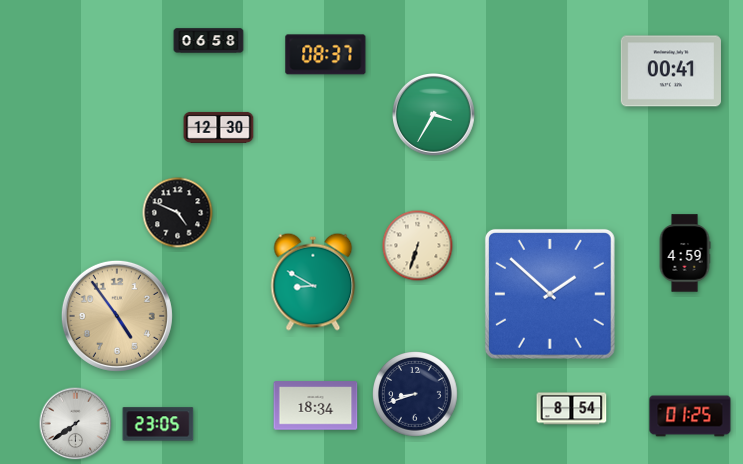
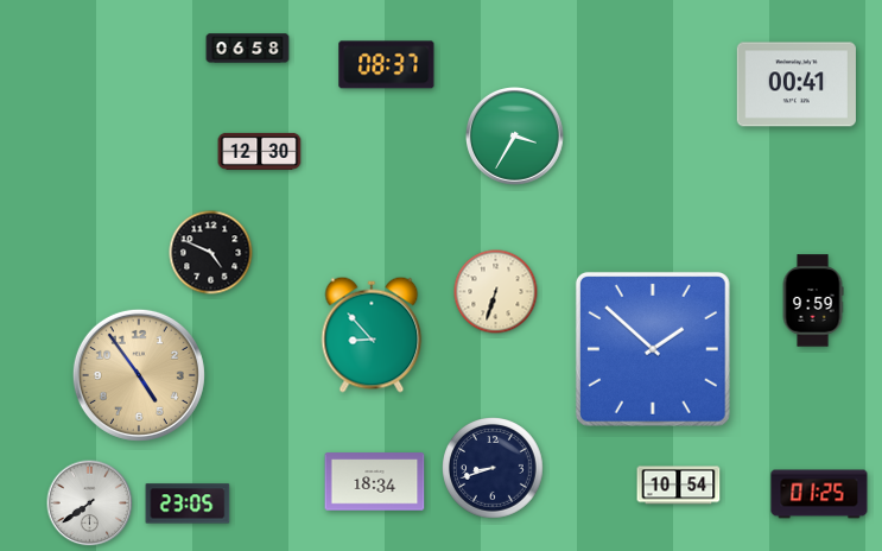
clock at (685, 253): 4:59 -> 9:59
clock at (313, 282): 8:50 -> 8:53
clock at (572, 409): 8:54 -> 10:54
